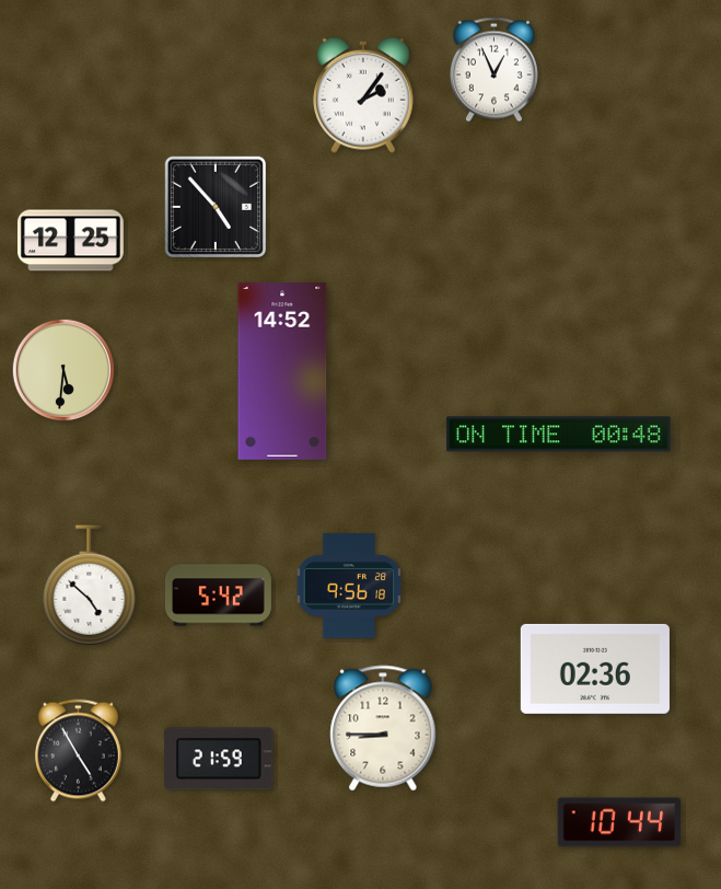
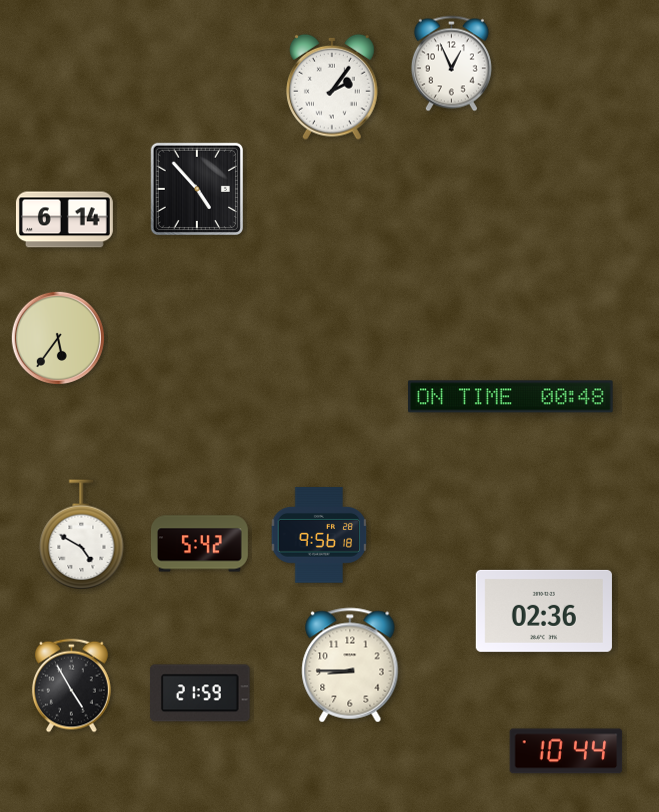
clock at (70, 241): 12:25 -> 6:14
clock at (63, 370): 5:31 -> 5:36
clock at (282, 372): 14:52 -> none
clock at (90, 586): 4:52 -> 4:50
